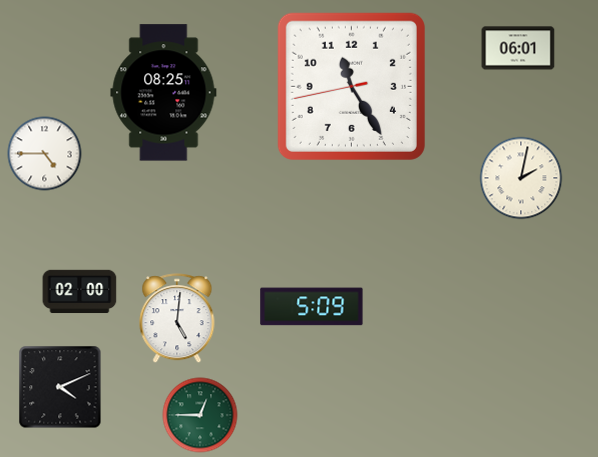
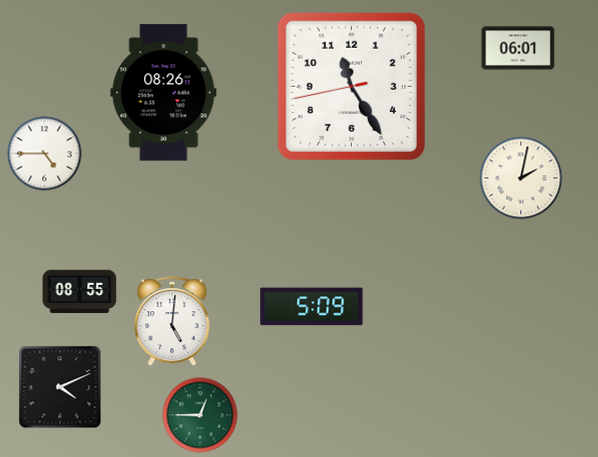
clock at (164, 93): 08:25 -> 08:26
clock at (80, 292): 02:00 -> 08:55
clock at (177, 319) position: (177, 319) -> (172, 322)
